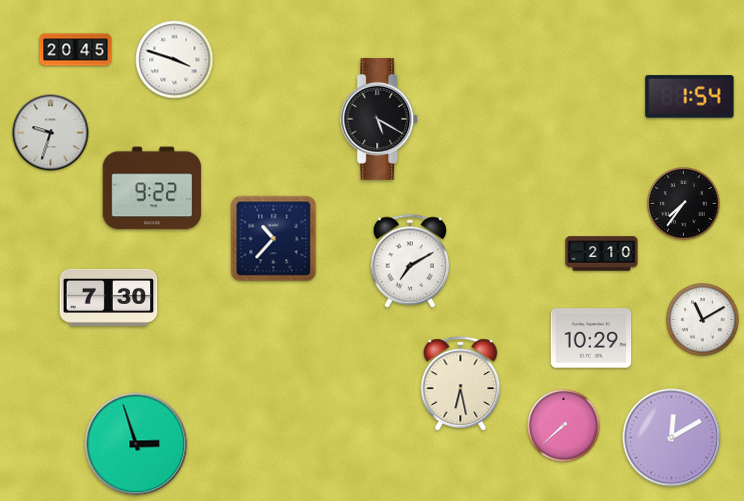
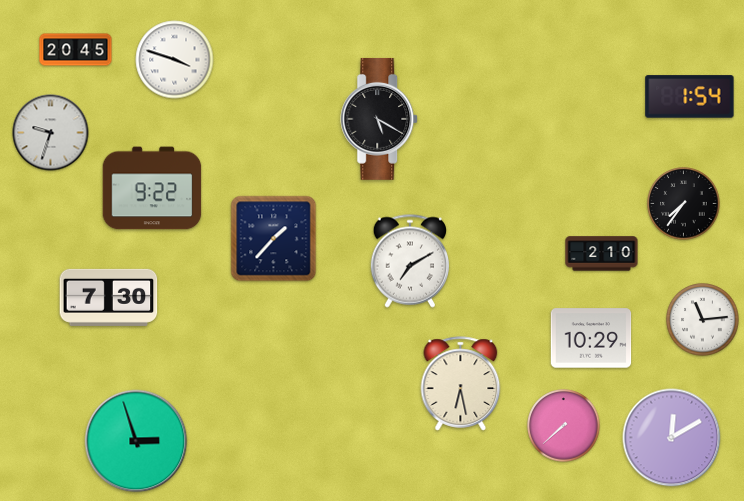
clock at (274, 239): 10:37 -> 1:37
clock at (703, 320): 11:10 -> 11:14
clock at (136, 444) position: (136, 444) -> (136, 441)
